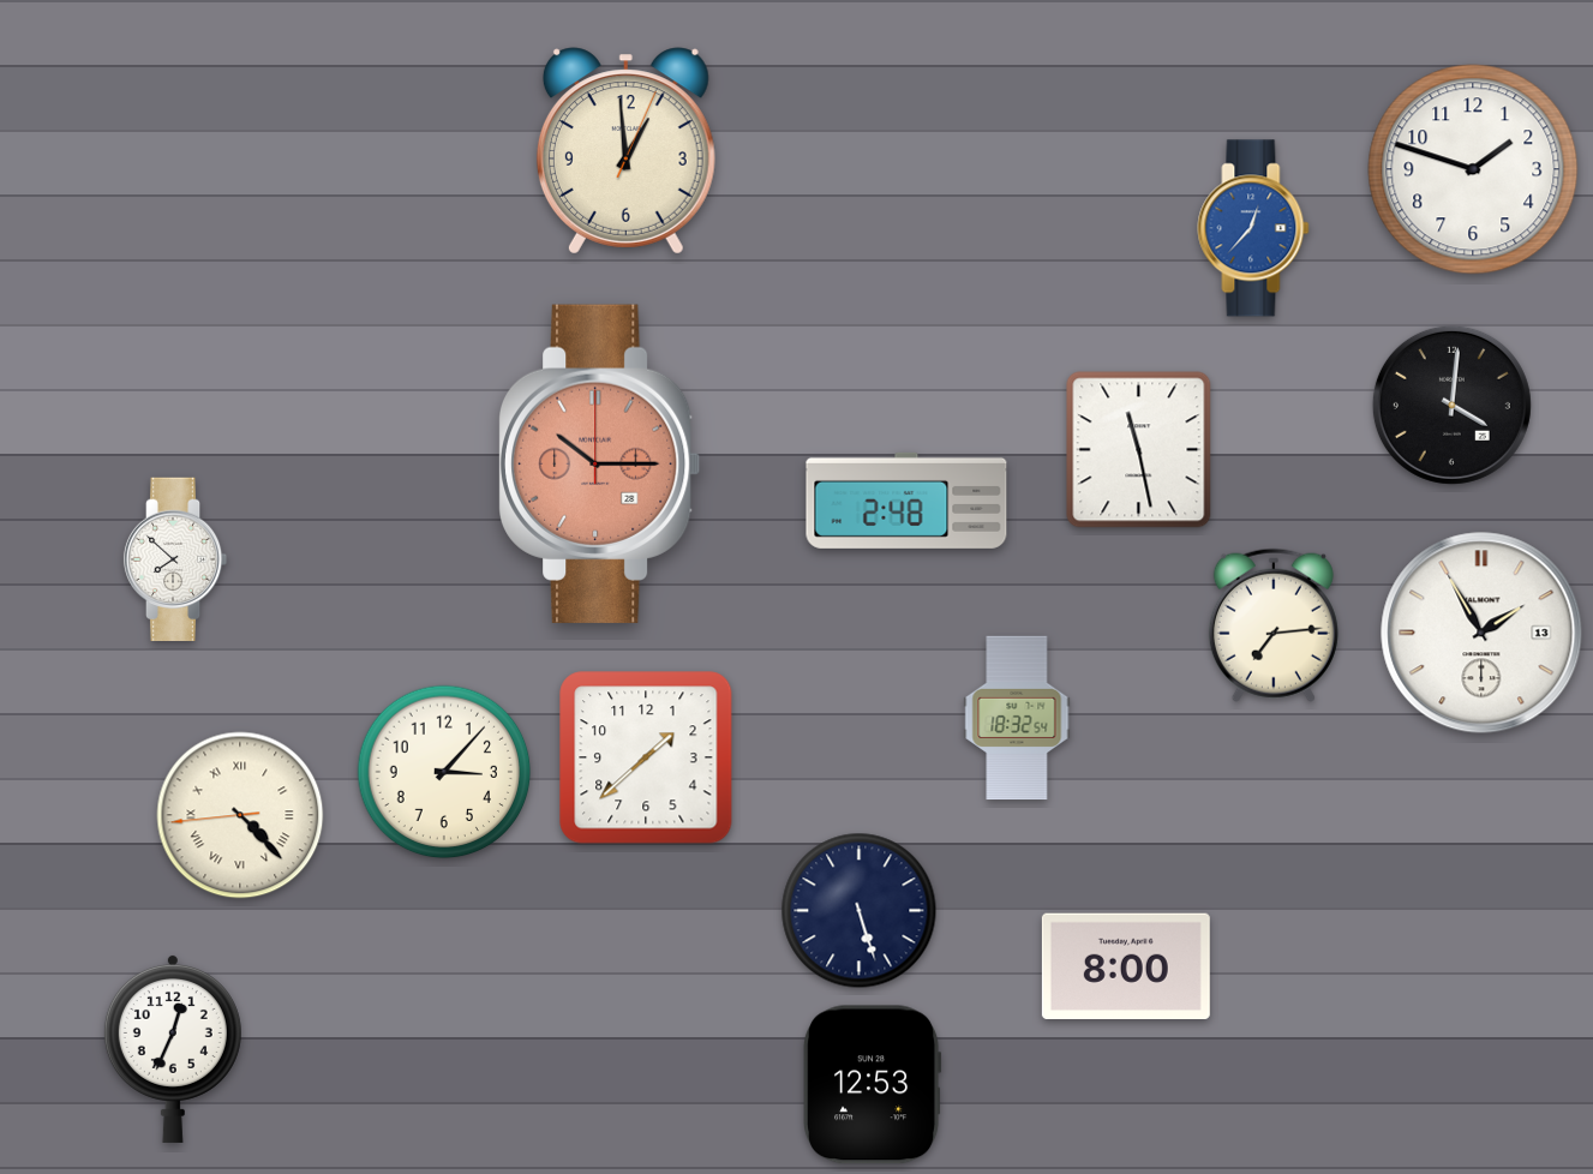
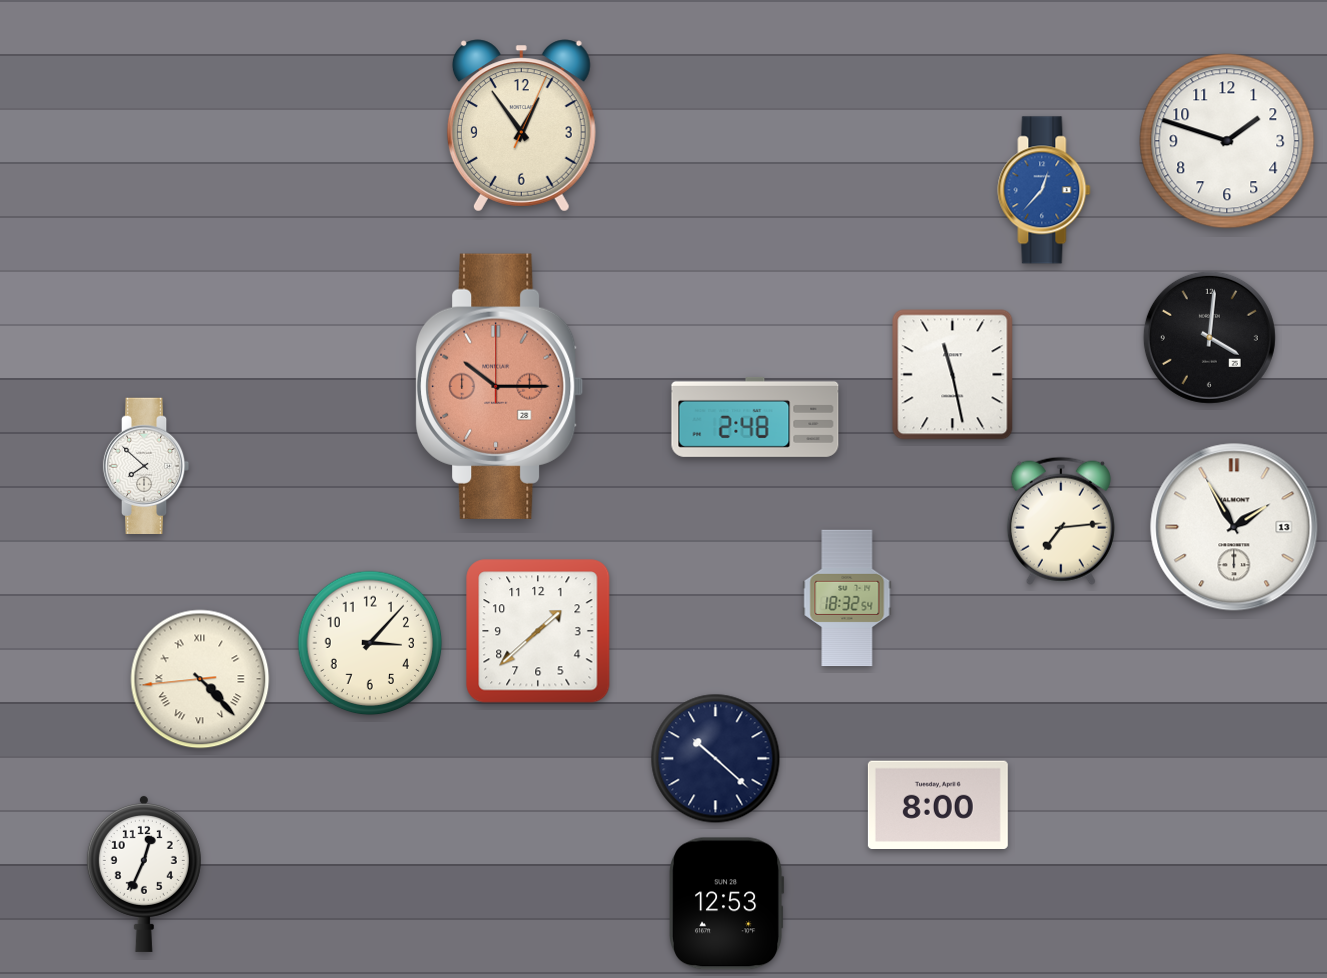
clock at (625, 151): 12:59 -> 12:54
clock at (1139, 450) position: (1139, 450) -> (953, 375)
clock at (860, 911): 5:27 -> 10:22
